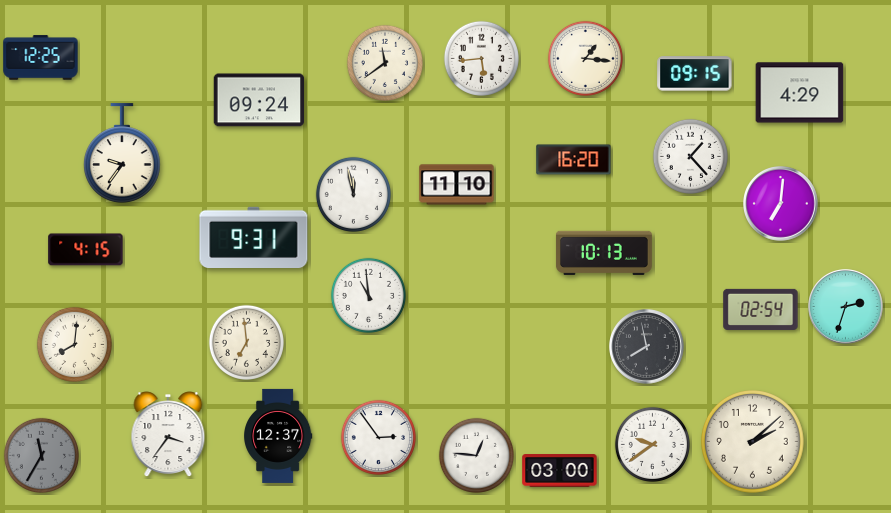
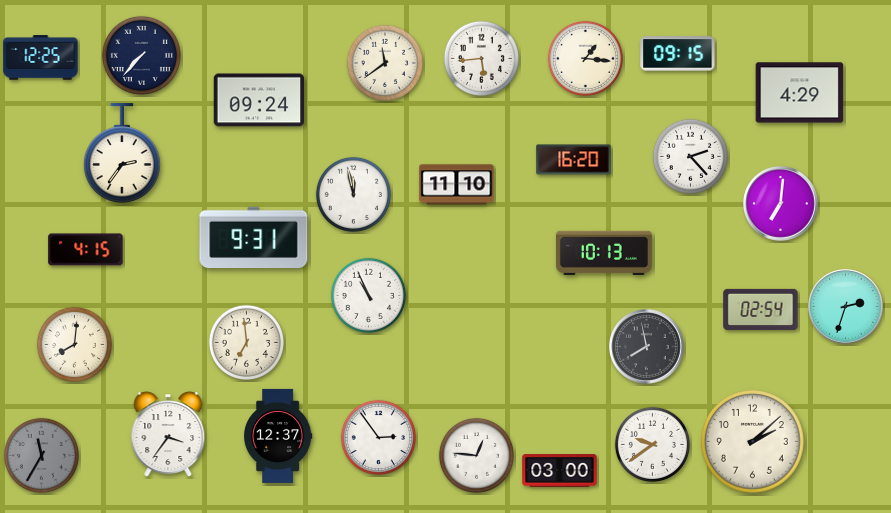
clock at (141, 55): none -> 7:37
clock at (695, 74) position: (695, 74) -> (678, 54)
clock at (122, 153): 9:36 -> 2:36
clock at (690, 156): 1:23 -> 2:23
clock at (368, 295): 10:59 -> 10:56
